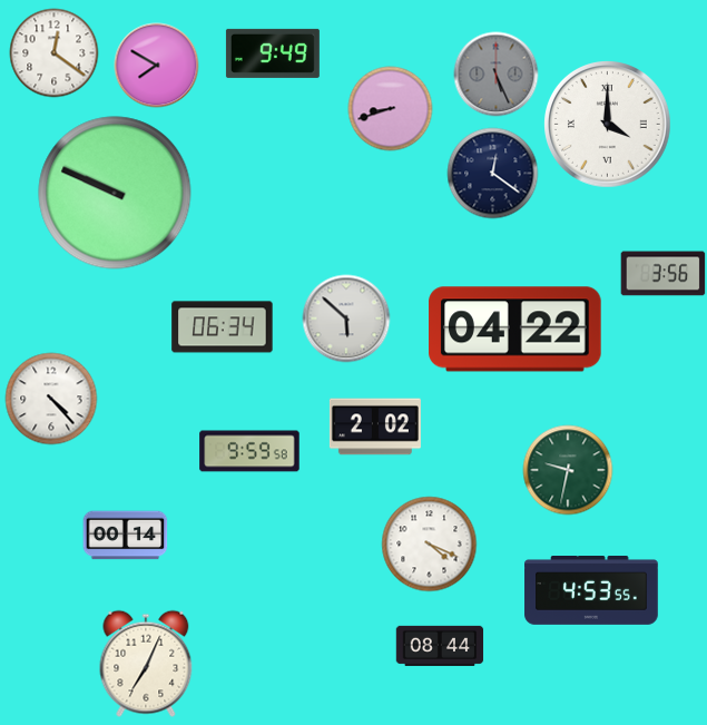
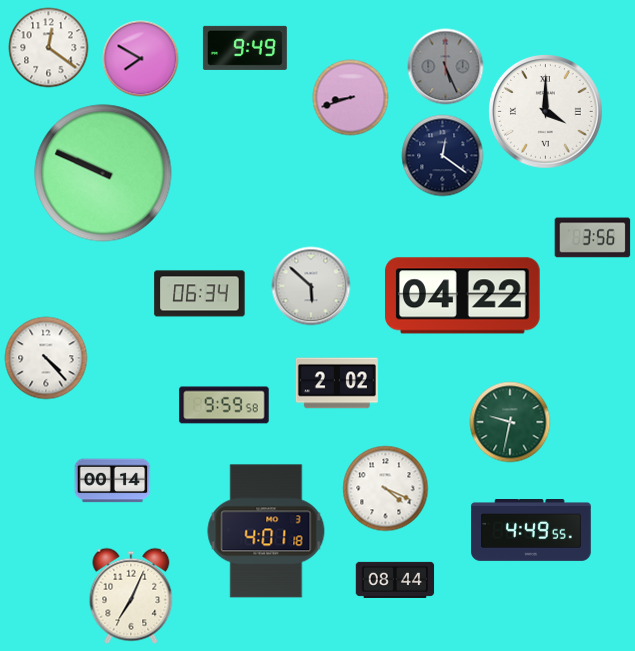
clock at (664, 274) position: (664, 274) -> (593, 238)
clock at (266, 531): none -> 4:01
clock at (591, 591): 4:53 -> 4:49
